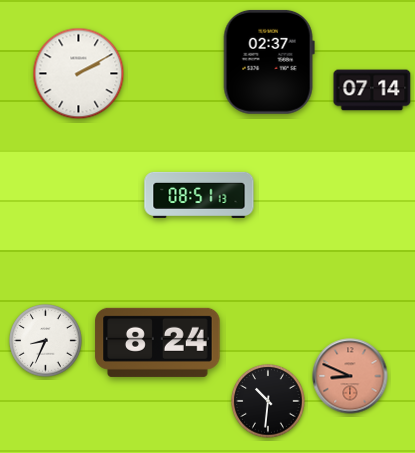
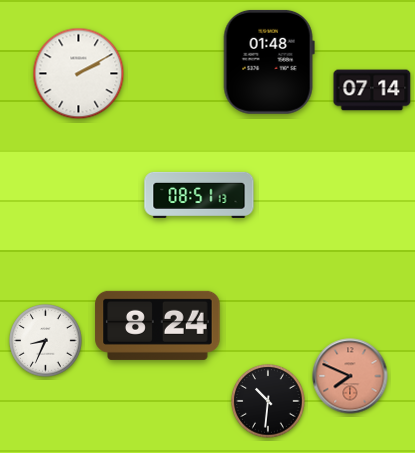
clock at (269, 62): 02:37 -> 01:48
clock at (158, 342) position: (158, 342) -> (158, 325)
clock at (350, 376): 8:49 -> 7:49
